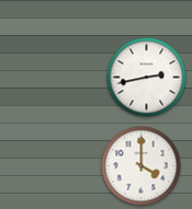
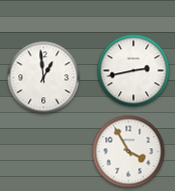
clock at (44, 78): none -> 12:59
clock at (142, 166): 4:00 -> 3:55
